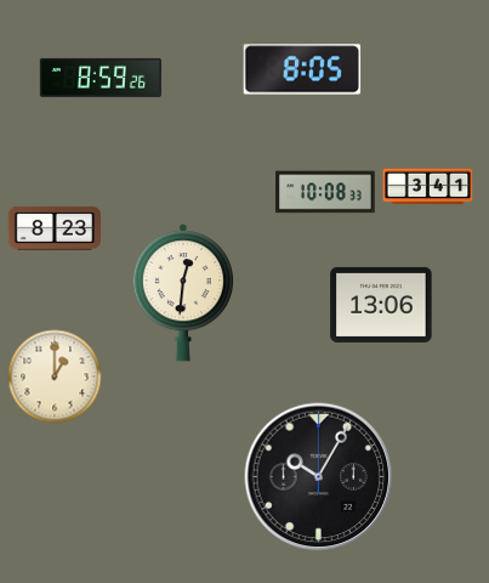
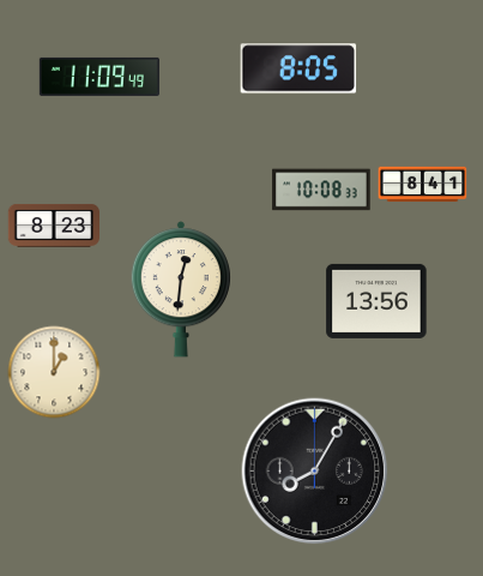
clock at (101, 78): 8:59 -> 11:09
clock at (428, 187): 3:41 -> 8:41
clock at (381, 305): 13:06 -> 13:56
clock at (319, 477): 10:05 -> 8:05
